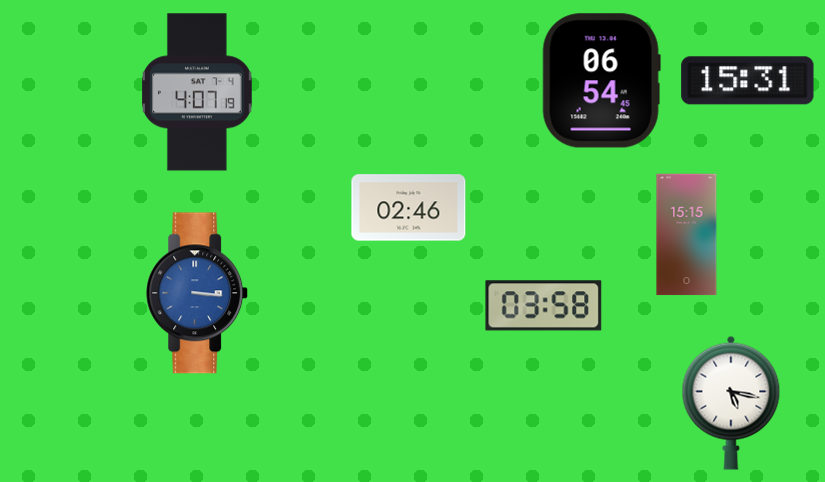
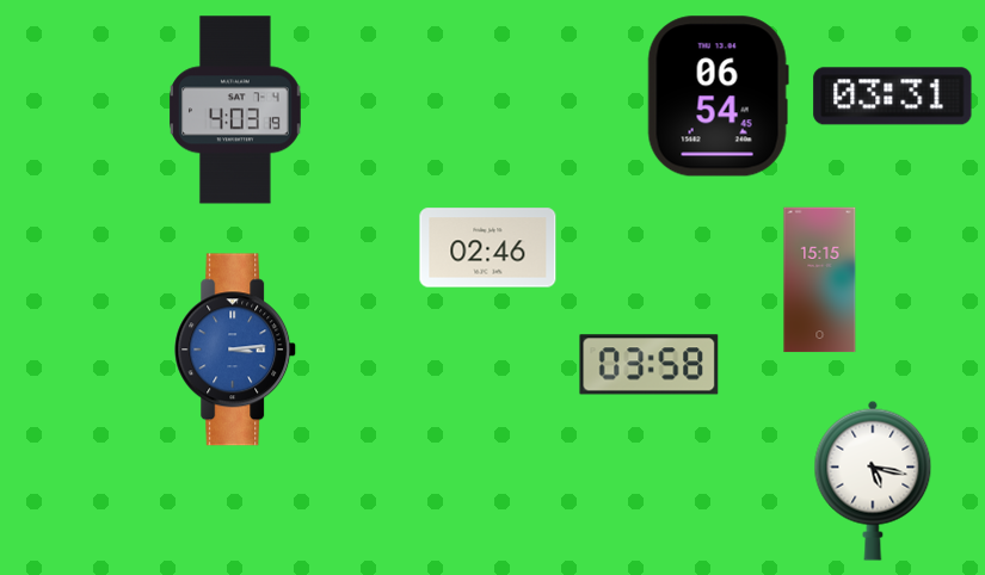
clock at (748, 81): 15:31 -> 03:31
clock at (198, 92): 4:07 -> 4:03
clock at (198, 293): 3:16 -> 3:14
